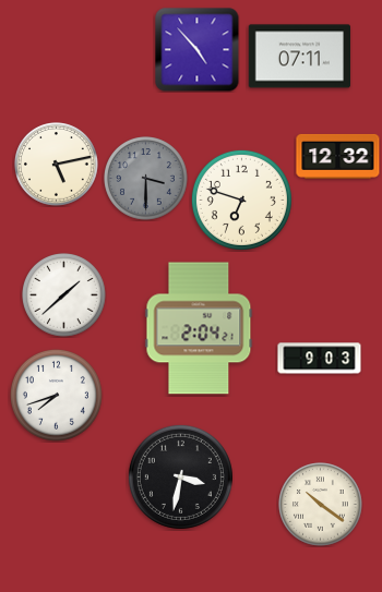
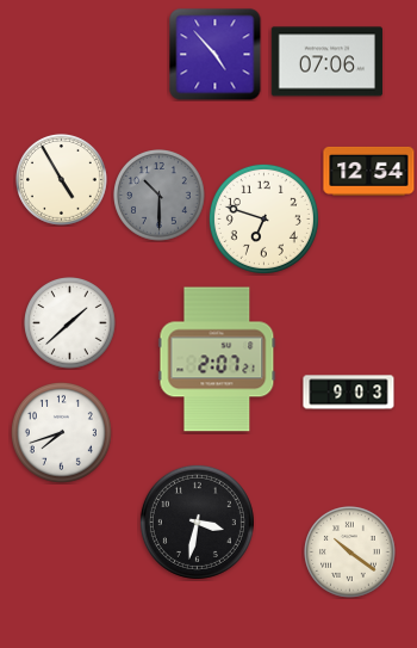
clock at (299, 57): 07:11 -> 07:06
clock at (338, 156): 12:32 -> 12:54
clock at (57, 165): 5:13 -> 4:55
clock at (146, 179): 3:30 -> 10:30
clock at (199, 328): 2:04 -> 2:07
